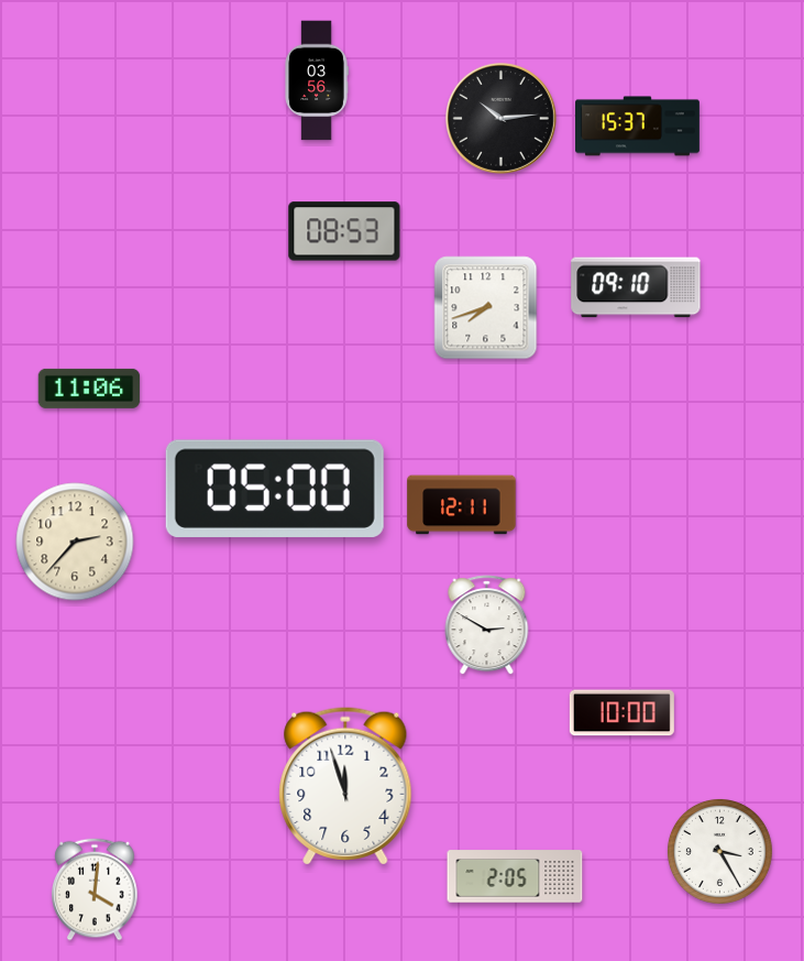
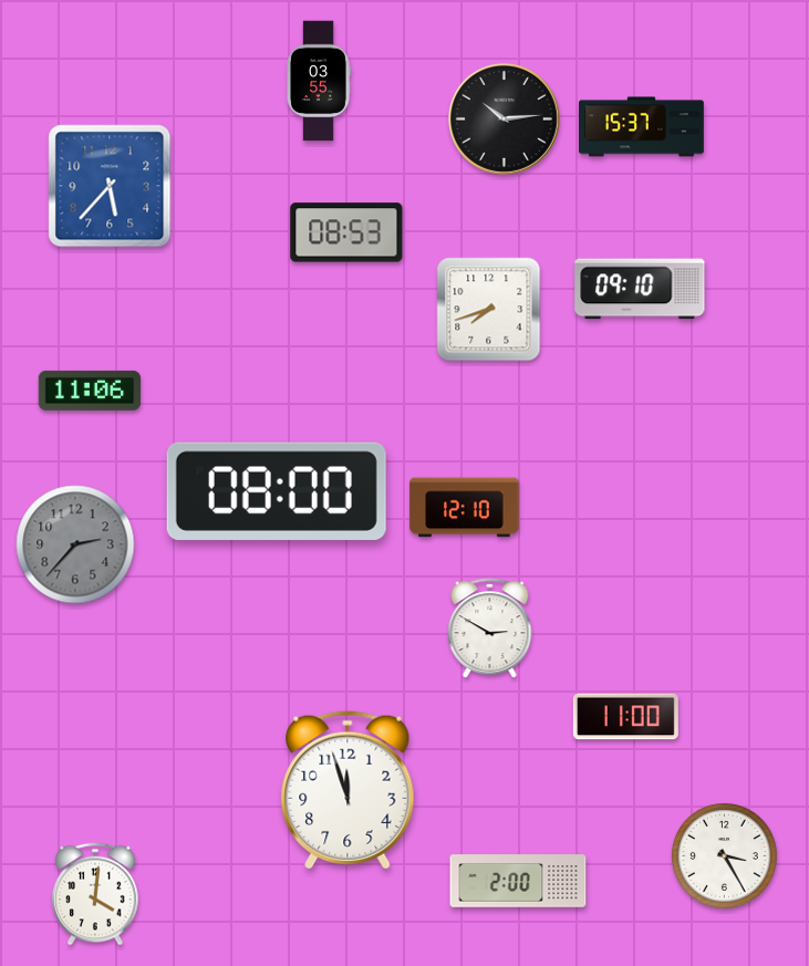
clock at (317, 80): 03:56 -> 03:55
clock at (110, 186): none -> 5:37
clock at (275, 489): 05:00 -> 08:00
clock at (462, 505): 12:11 -> 12:10
clock at (75, 542) dial: cream -> grey
clock at (621, 713): 10:00 -> 11:00
clock at (515, 876): 2:05 -> 2:00
